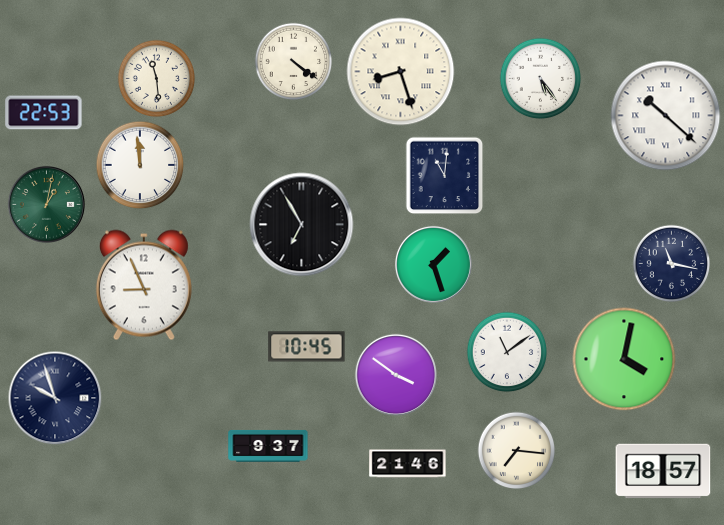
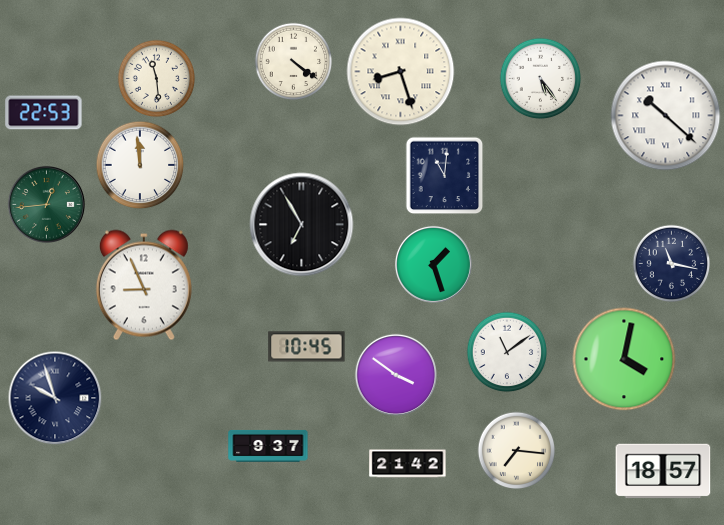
clock at (46, 204): 1:02 -> 12:44
clock at (408, 464): 21:46 -> 21:42
